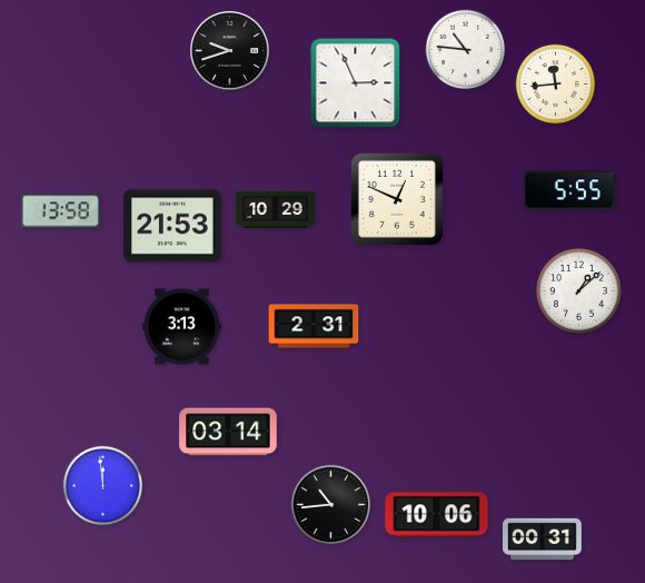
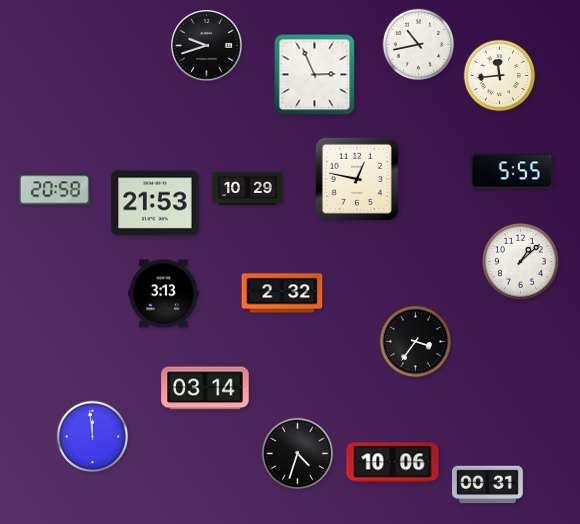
clock at (466, 50): 10:46 -> 10:43
clock at (356, 83) position: (356, 83) -> (315, 75)
clock at (397, 199): 12:49 -> 12:47
clock at (61, 211): 13:58 -> 20:58
clock at (314, 326): 2:31 -> 2:32
clock at (416, 342): none -> 3:36
clock at (331, 505): 10:44 -> 4:33
